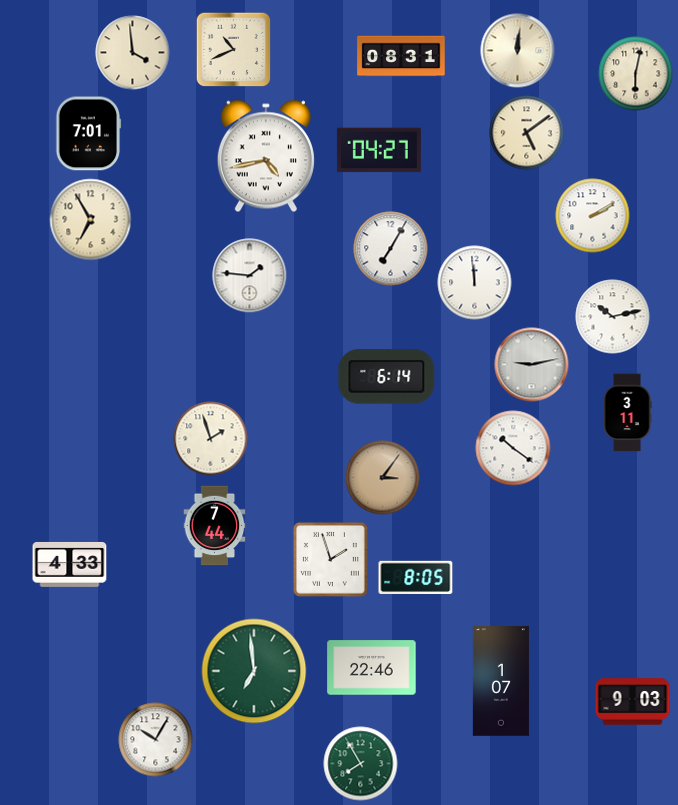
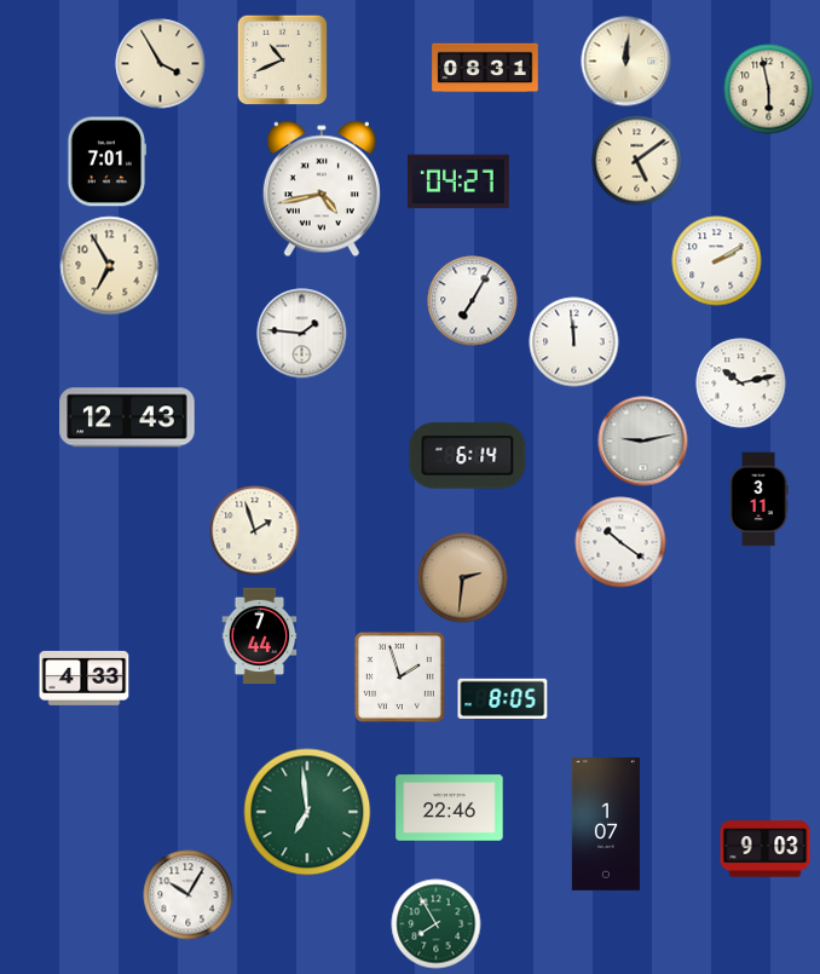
clock at (133, 53): 3:59 -> 3:55
clock at (636, 74): 6:02 -> 5:58
clock at (127, 417): none -> 12:43
clock at (383, 478): 3:06 -> 2:31
clock at (70, 565) position: (70, 565) -> (85, 679)
